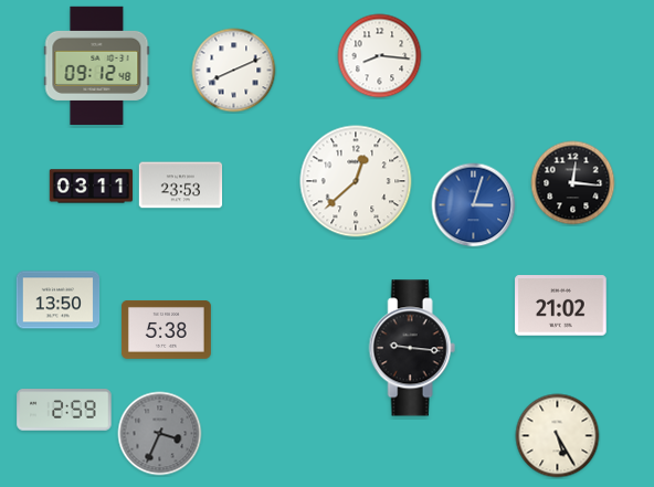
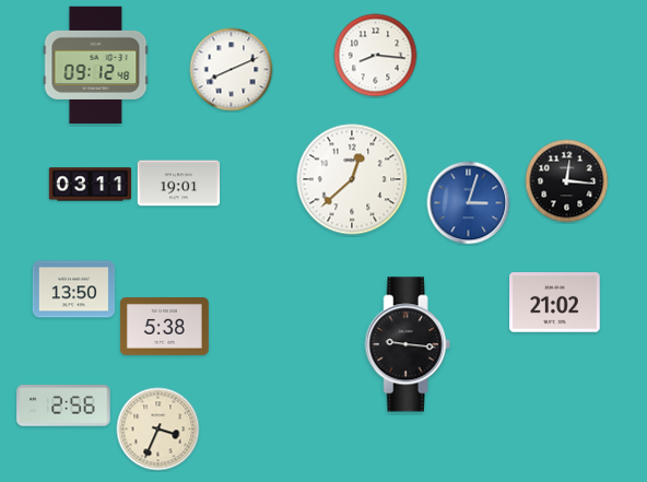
clock at (181, 186): 23:53 -> 19:01
clock at (59, 300) position: (59, 300) -> (74, 290)
clock at (64, 410): 2:59 -> 2:56
clock at (160, 434) dial: grey -> cream
clock at (558, 436): 5:25 -> none
